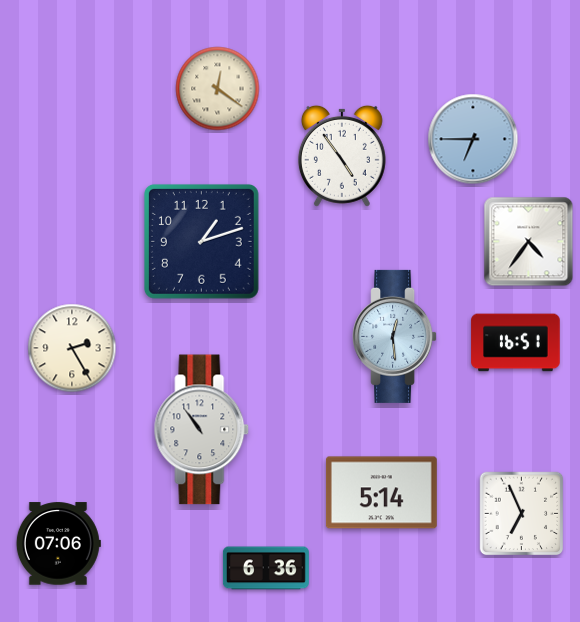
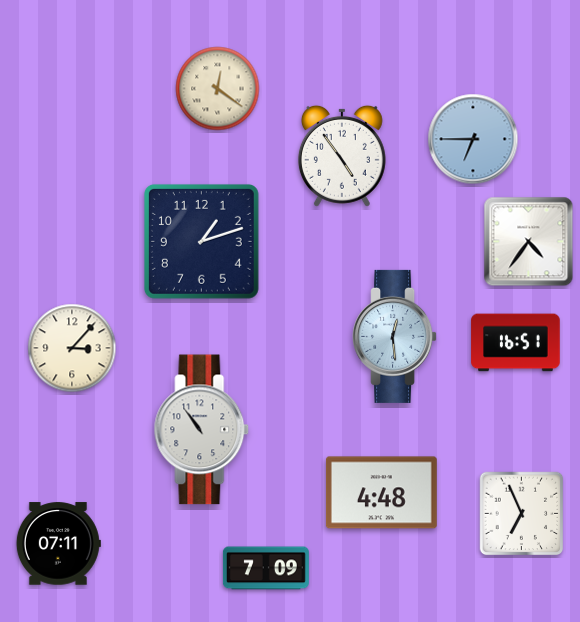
clock at (72, 348): 2:25 -> 3:07
clock at (381, 493): 5:14 -> 4:48
clock at (58, 544): 07:06 -> 07:11
clock at (266, 568): 6:36 -> 7:09
